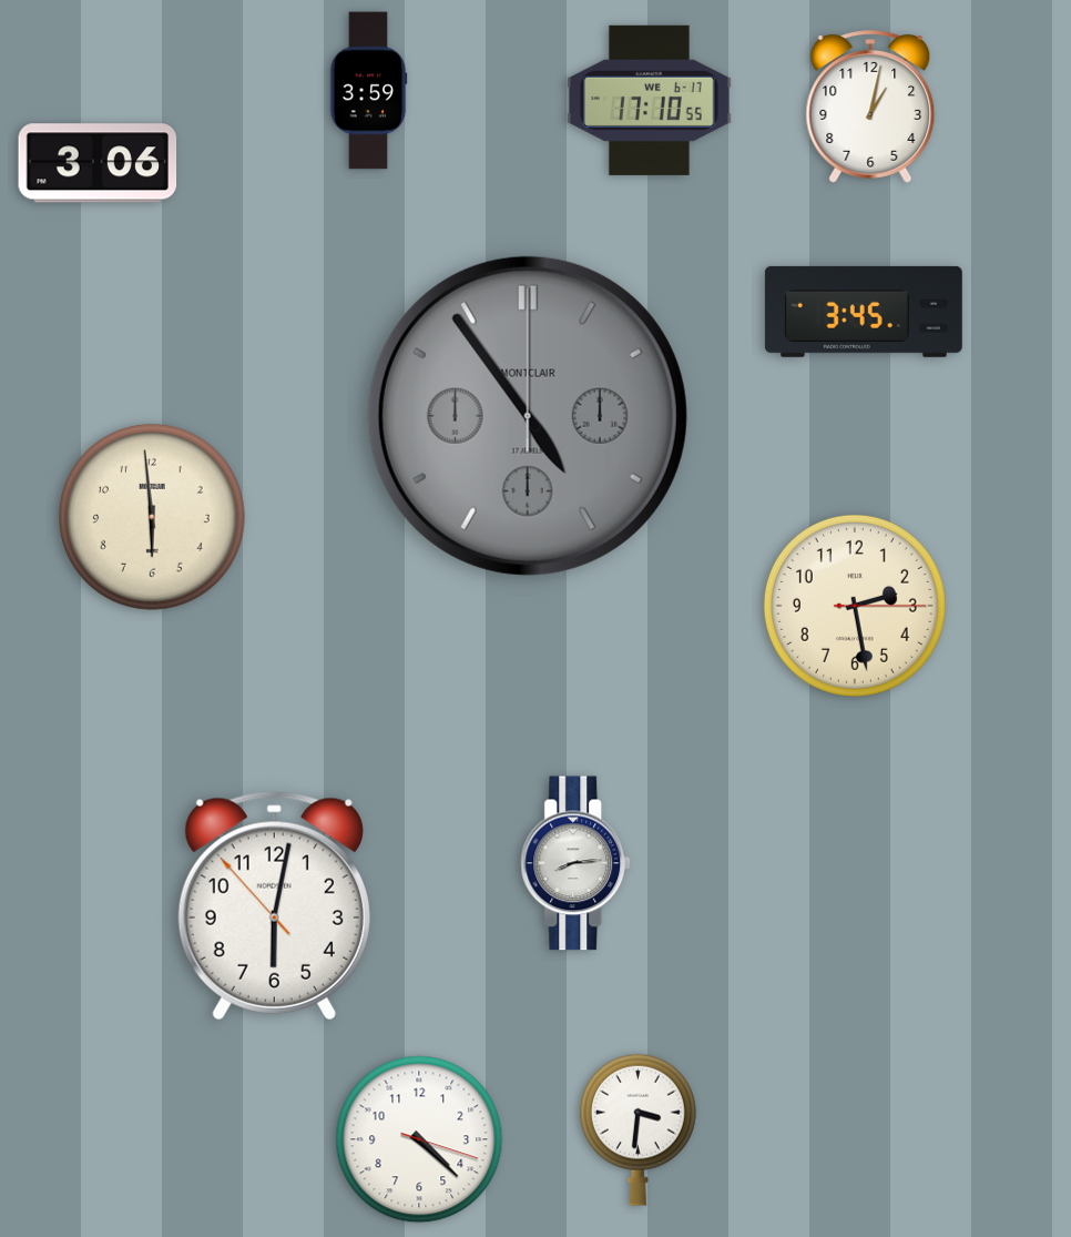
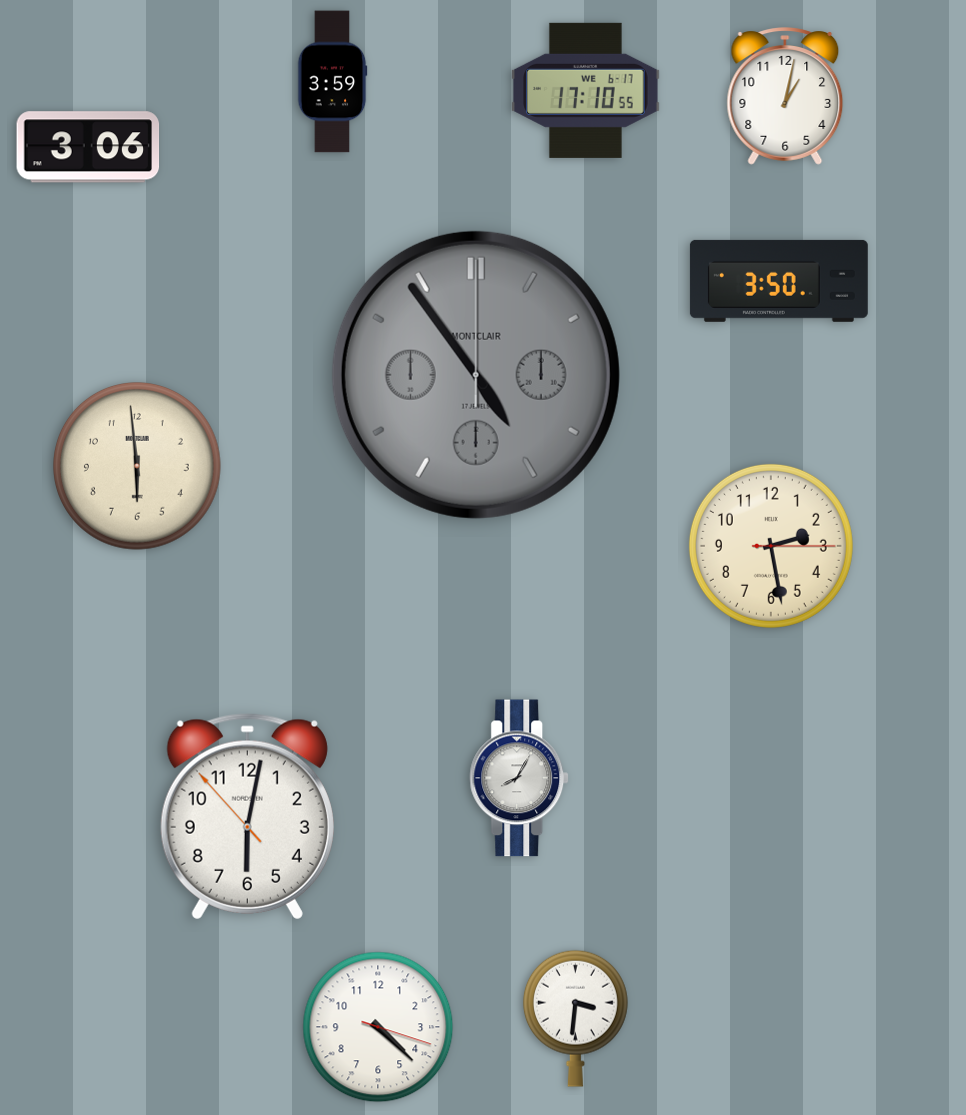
clock at (864, 312): 3:45 -> 3:50
clock at (577, 863): 8:14 -> 8:05
